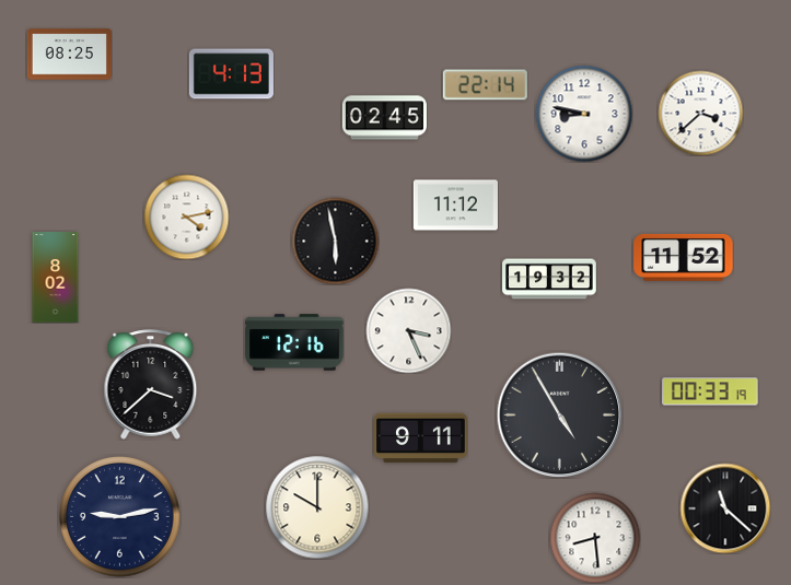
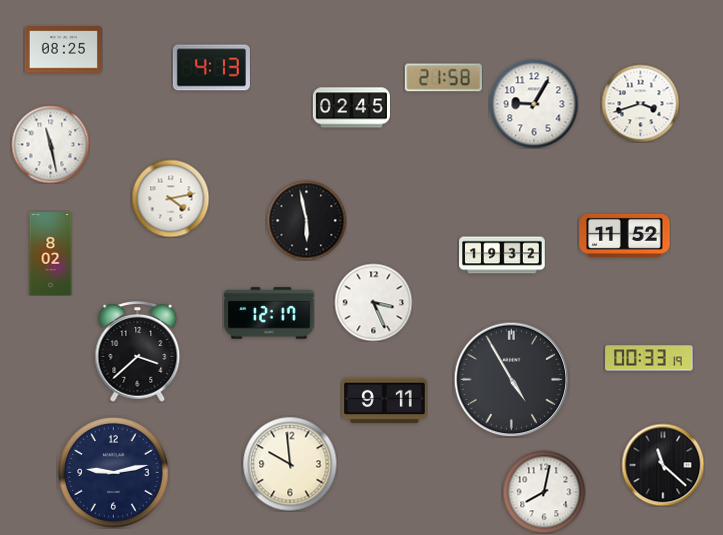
clock at (485, 85): 22:14 -> 21:58
clock at (700, 113): 3:38 -> 3:42
clock at (584, 114): 8:47 -> 9:05
clock at (50, 144): none -> 11:28
clock at (455, 206): 11:12 -> none
clock at (294, 342): 12:16 -> 12:17
clock at (317, 507): 10:00 -> 9:59
clock at (120, 517) position: (120, 517) -> (114, 473)
clock at (595, 538): 8:29 -> 8:02
